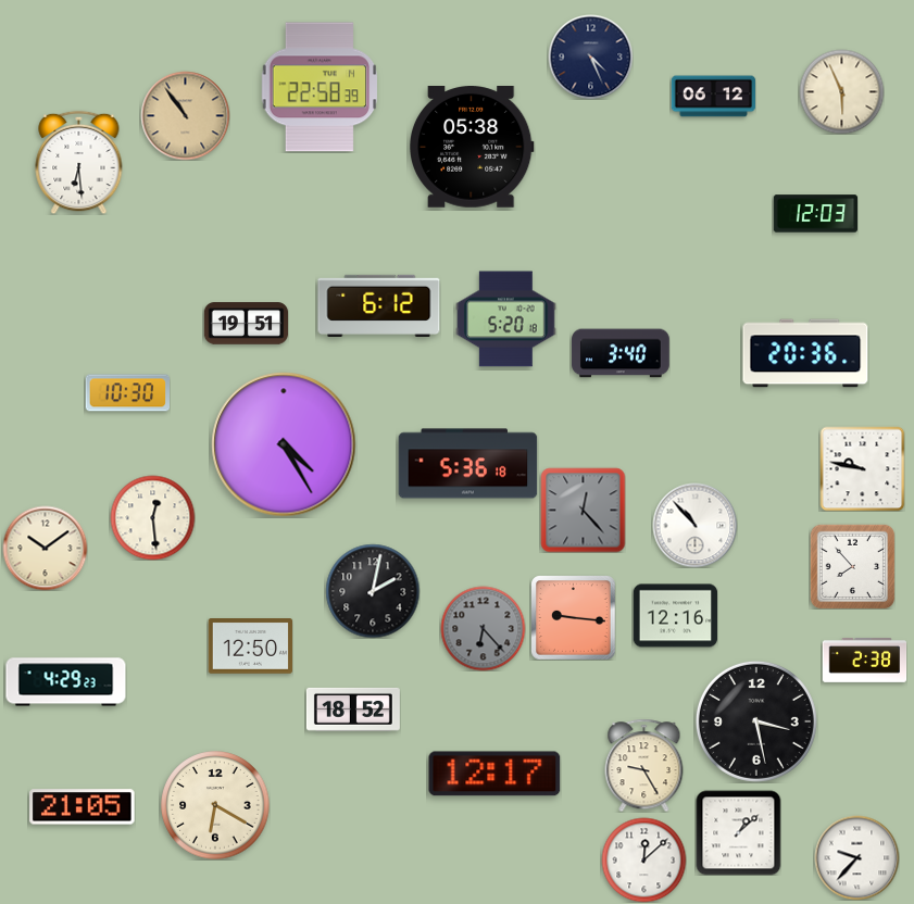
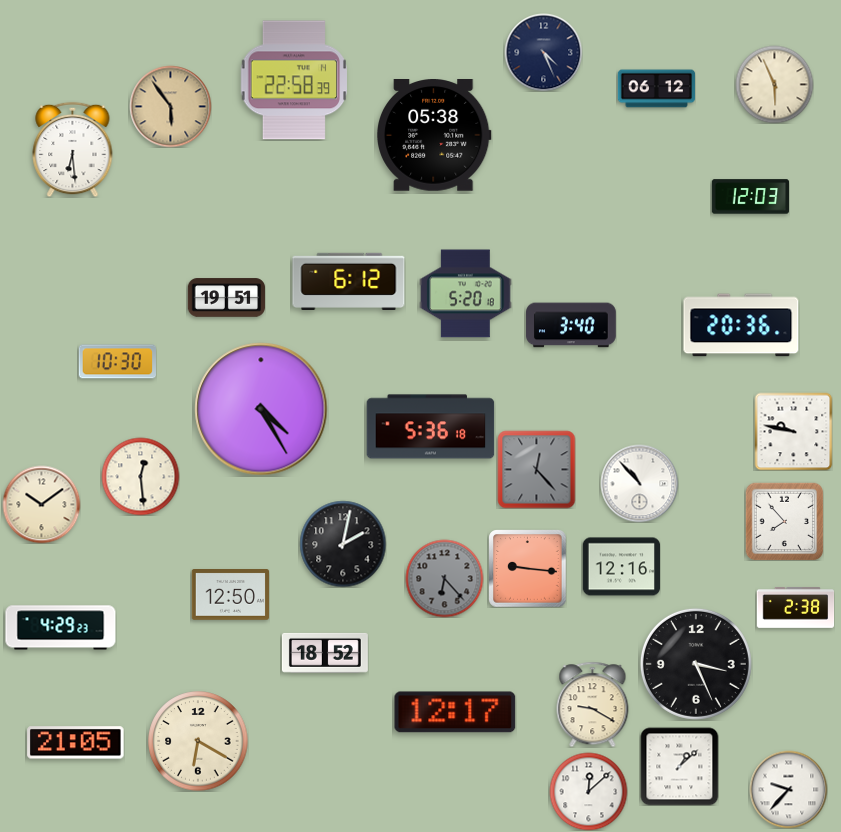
clock at (185, 115): 10:54 -> 5:54
clock at (756, 721): 3:28 -> 3:26
clock at (644, 765): 9:25 -> 9:20
clock at (643, 859) position: (643, 859) -> (588, 791)
